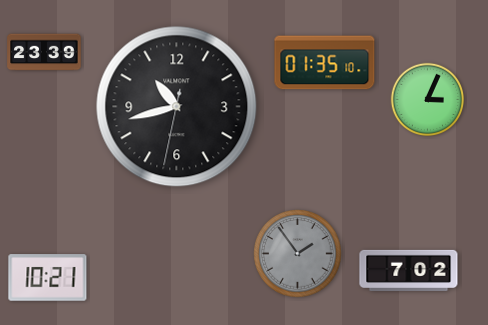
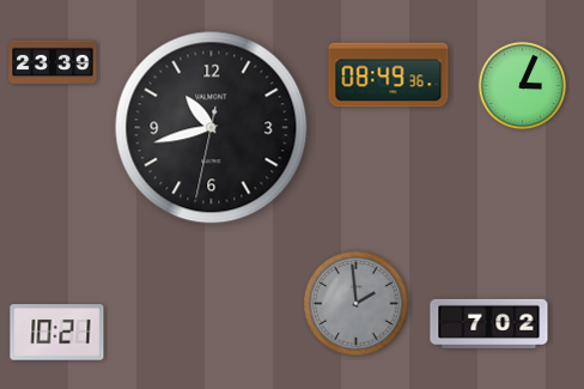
clock at (325, 63): 01:35 -> 08:49
clock at (428, 100) position: (428, 100) -> (523, 86)
clock at (298, 254): 1:54 -> 1:59
